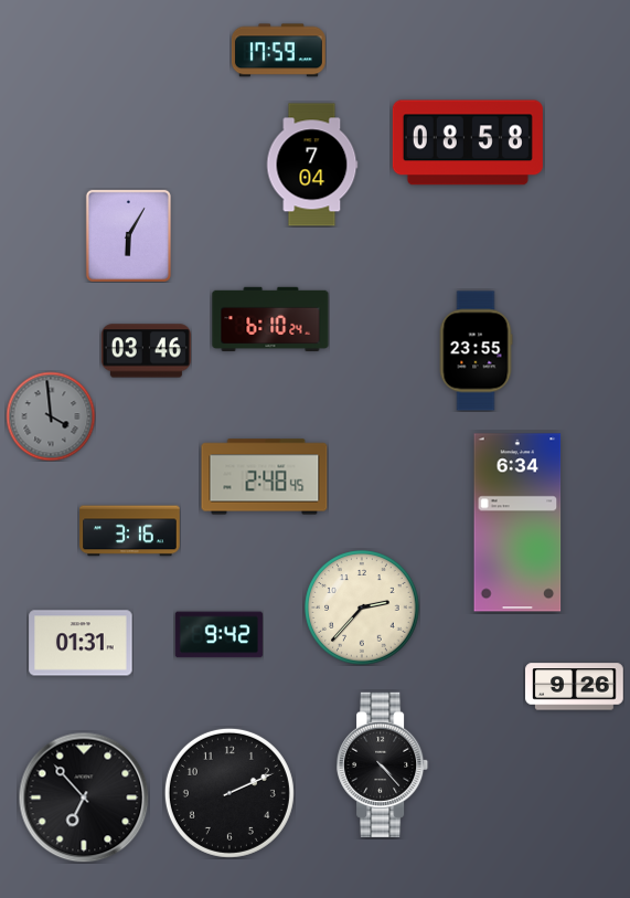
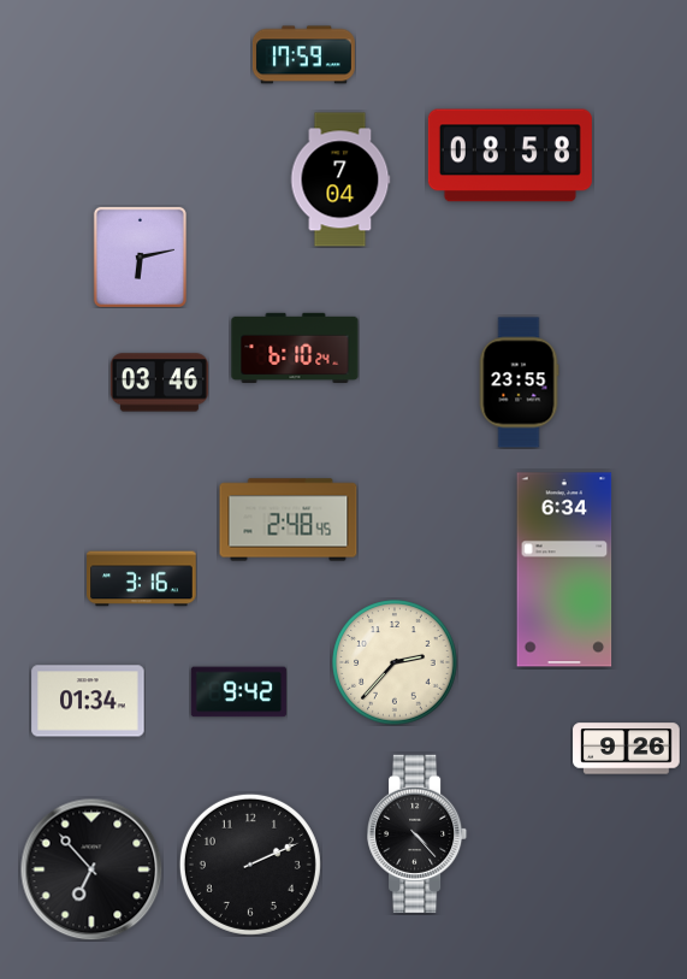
clock at (128, 235): 6:05 -> 6:13
clock at (51, 416): 3:59 -> none
clock at (81, 643): 01:31 -> 01:34
